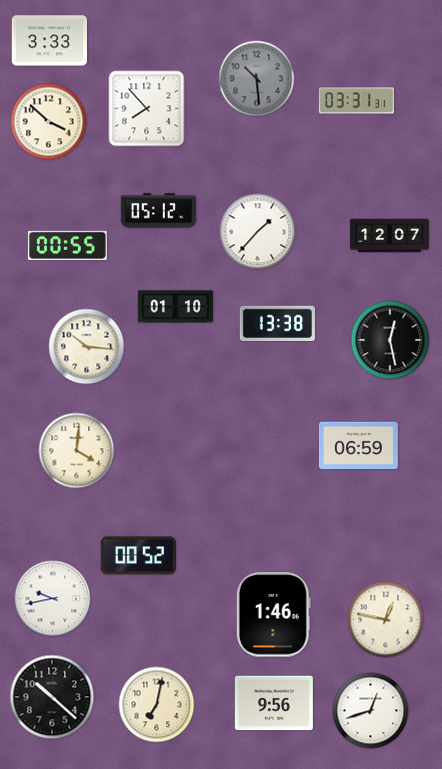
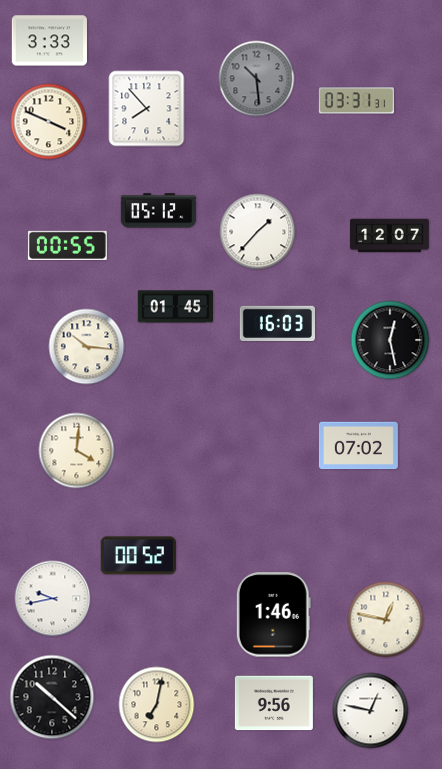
clock at (49, 122): 3:52 -> 3:49
clock at (175, 307): 01:10 -> 01:45
clock at (277, 323): 13:38 -> 16:03
clock at (358, 446): 06:59 -> 07:02
clock at (371, 711): 12:42 -> 12:47
